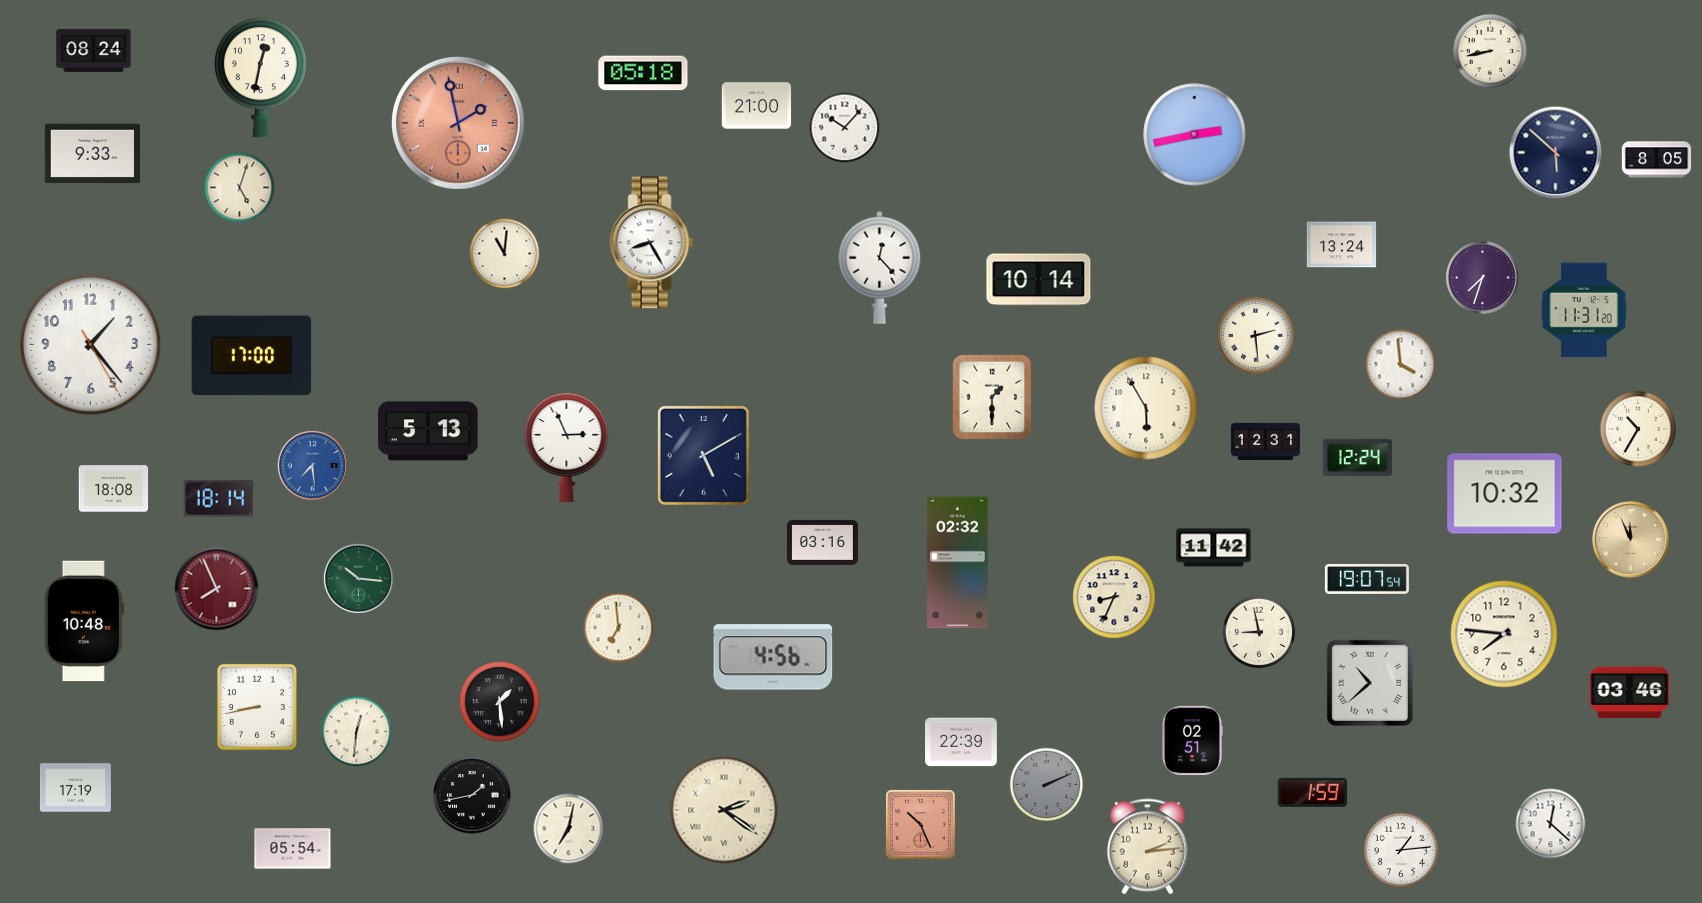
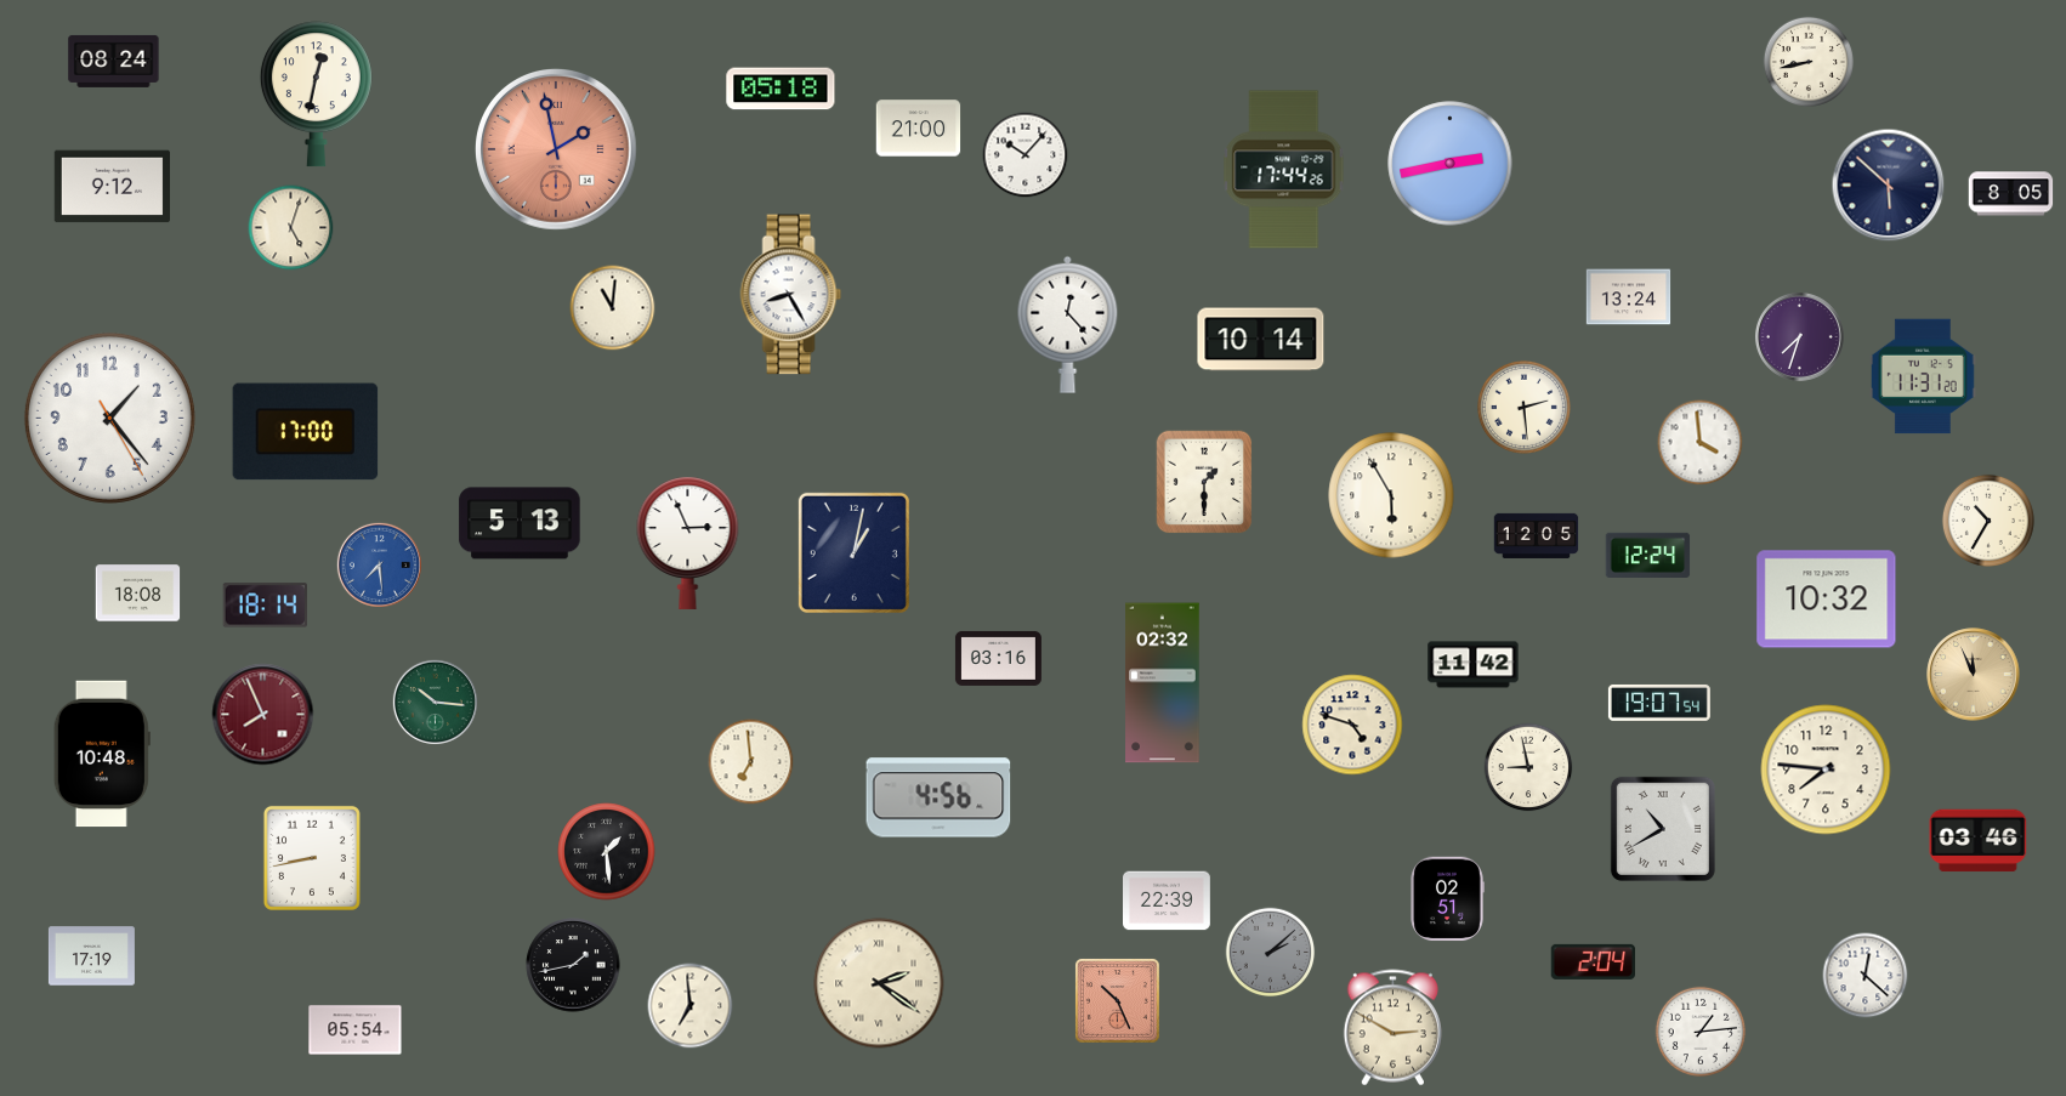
clock at (1284, 170): none -> 17:44
clock at (92, 154): 9:33 -> 9:12
clock at (1266, 441): 12:31 -> 12:05
clock at (703, 455): 5:10 -> 1:02
clock at (1631, 540) position: (1631, 540) -> (1974, 675)
clock at (1114, 597): 8:34 -> 4:48
clock at (1370, 683): 10:38 -> 10:40
clock at (357, 732): 12:31 -> none
clock at (1047, 785): 2:11 -> 2:08
clock at (1312, 792): 1:59 -> 2:04
clock at (1551, 824) position: (1551, 824) -> (1866, 976)
clock at (569, 829): 7:02 -> 6:59
clock at (1147, 847): 2:14 -> 2:50
